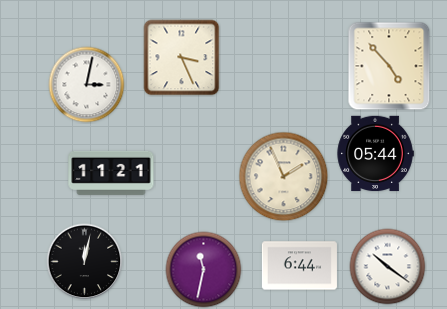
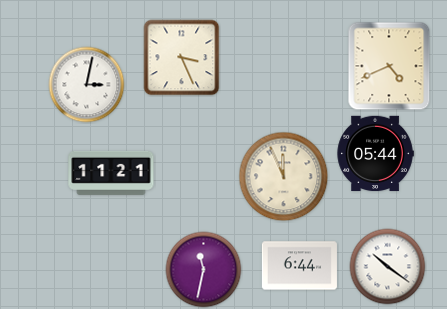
clock at (389, 66): 4:53 -> 4:41
clock at (284, 177): 1:56 -> 11:56
clock at (85, 262): 12:02 -> none
